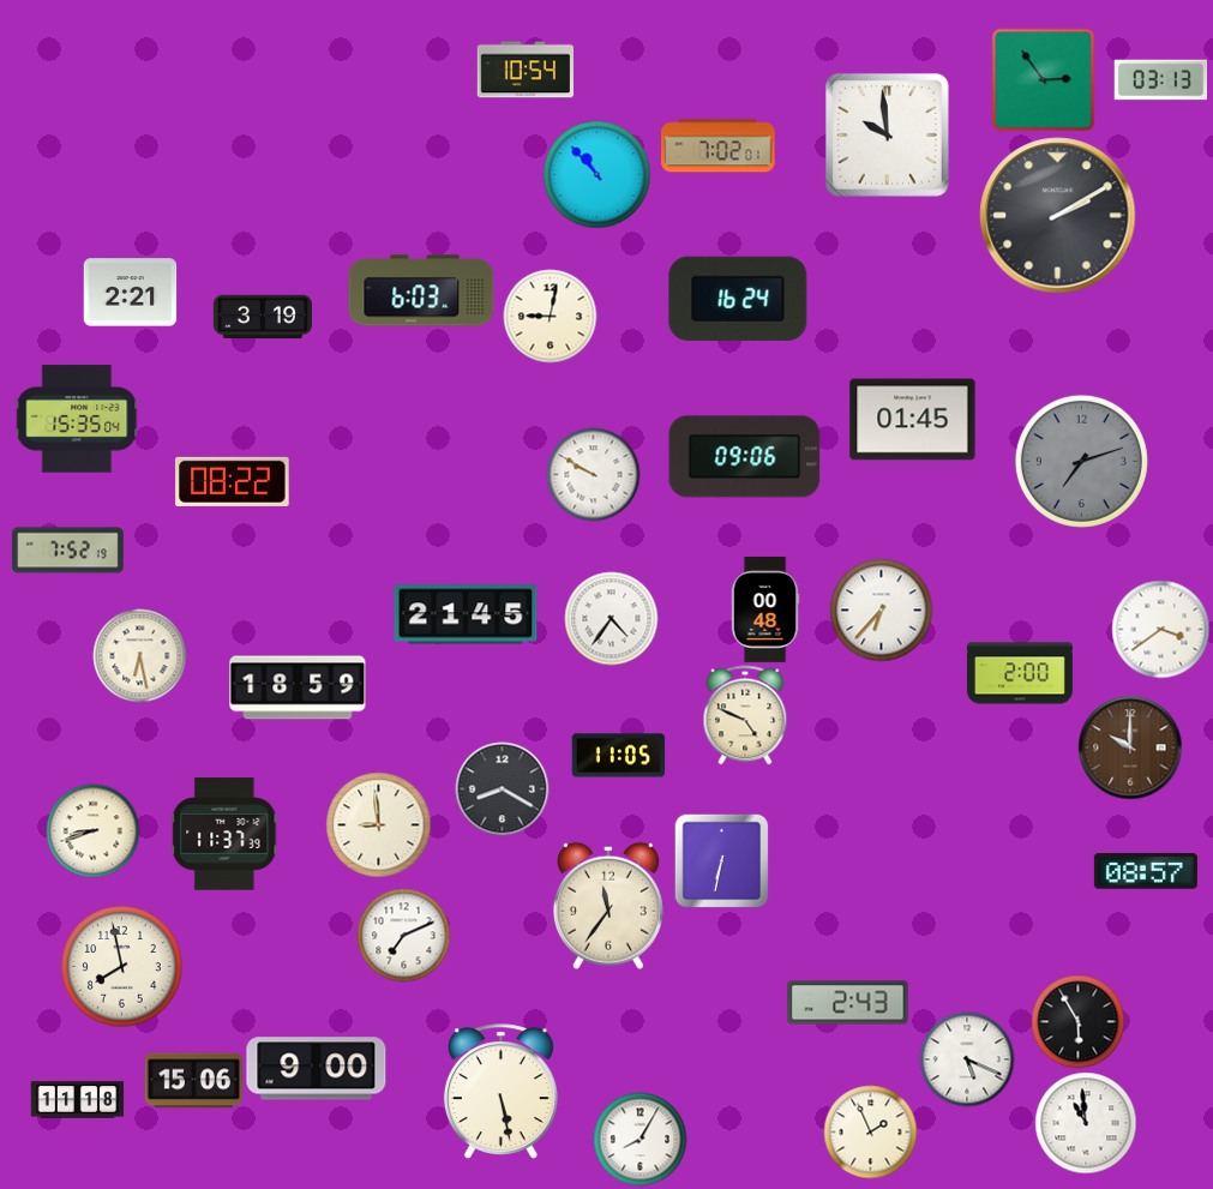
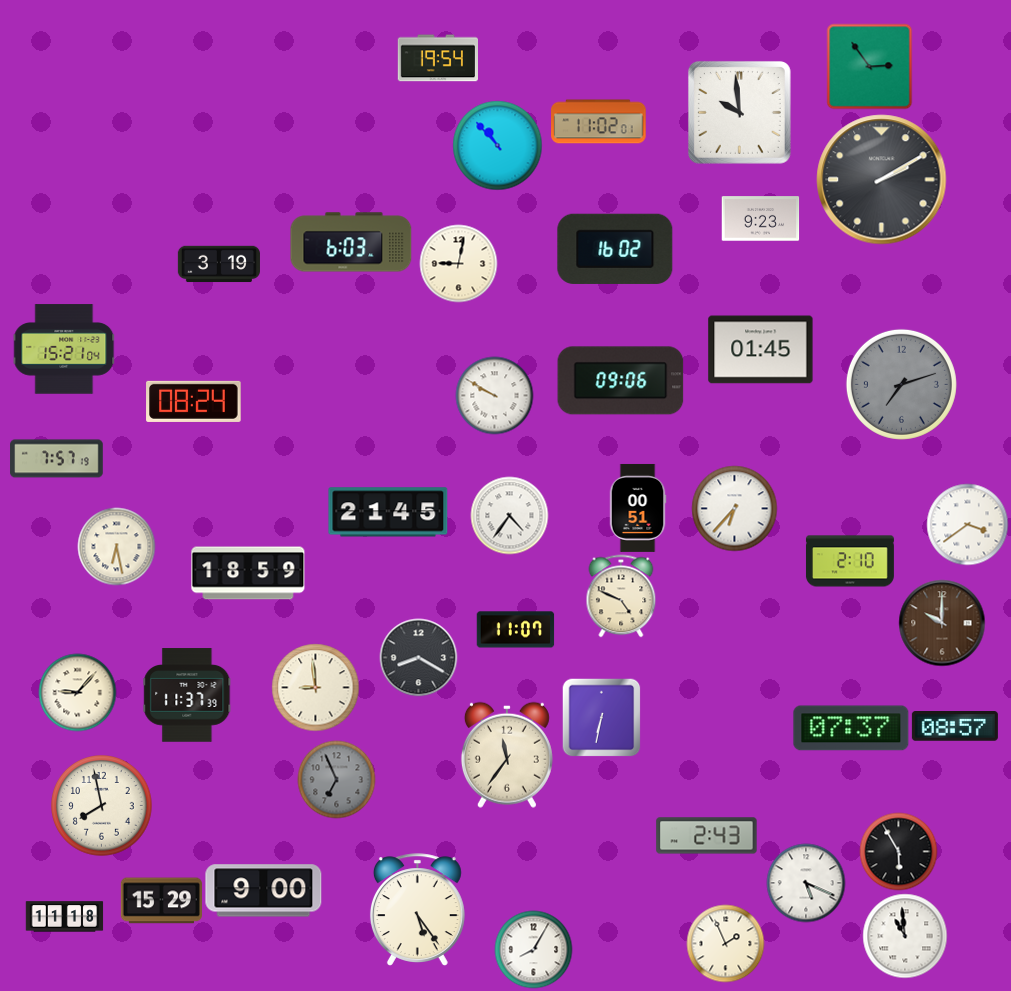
clock at (524, 70): 10:54 -> 19:54
clock at (1160, 80): 03:13 -> none
clock at (719, 146): 7:02 -> 11:02
clock at (760, 219): none -> 9:23
clock at (130, 293): 2:21 -> none
clock at (738, 299): 16:24 -> 16:02
clock at (77, 419): 15:35 -> 15:21
clock at (233, 481): 08:22 -> 08:24
clock at (68, 551): 7:52 -> 7:57
clock at (765, 609): 00:48 -> 00:51
clock at (1020, 673): 2:00 -> 2:10
clock at (618, 756): 11:05 -> 11:07
clock at (92, 830): 8:42 -> 9:07
clock at (851, 728): none -> 07:37
clock at (403, 935): 7:11 -> 6:56
clock at (403, 935) dial: white -> grey
clock at (193, 1081): 15:06 -> 15:29
clock at (500, 1092): 5:28 -> 5:24
